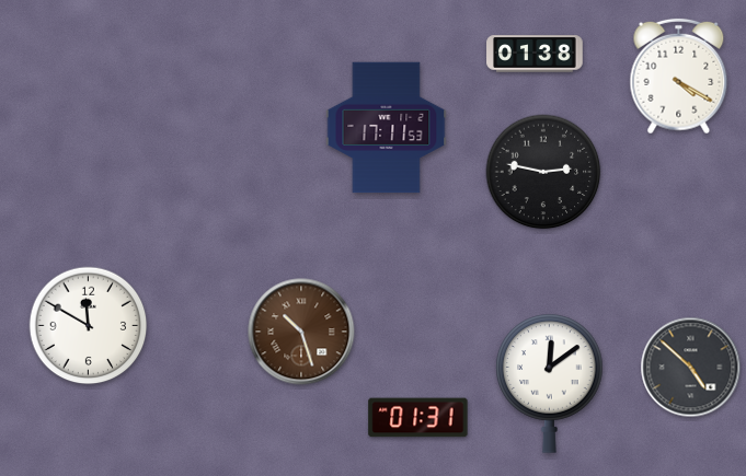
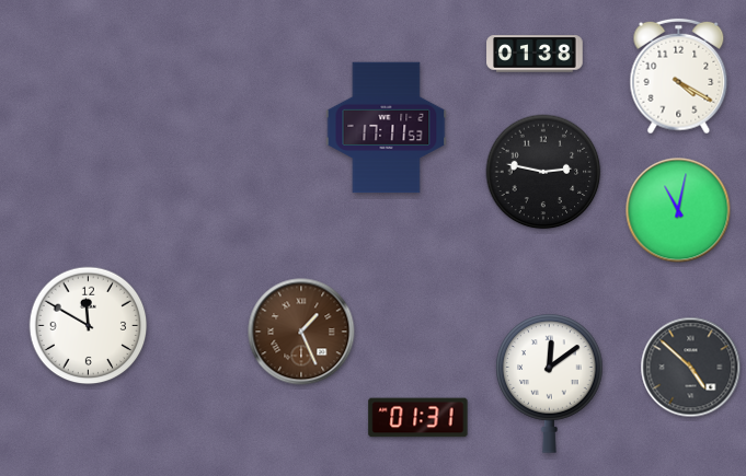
clock at (678, 210): none -> 11:02
clock at (301, 332): 10:27 -> 1:26
